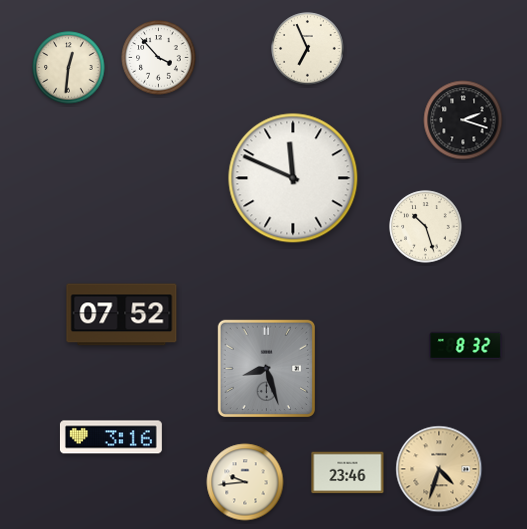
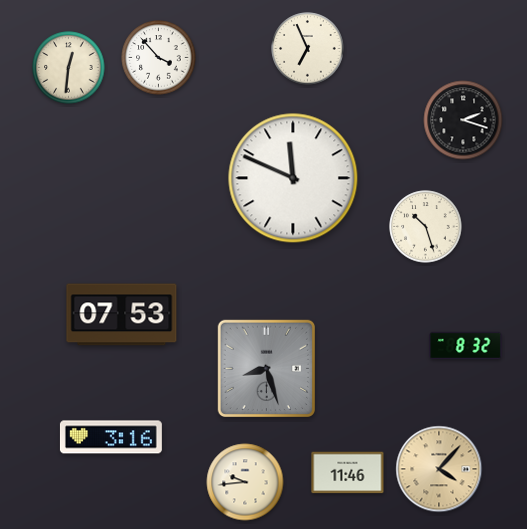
clock at (122, 315): 07:52 -> 07:53
clock at (439, 469): 4:33 -> 4:07
clock at (348, 473): 23:46 -> 11:46
